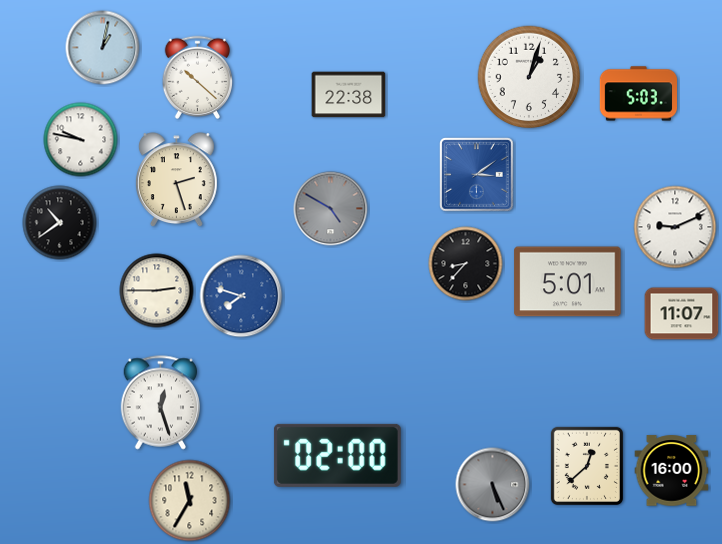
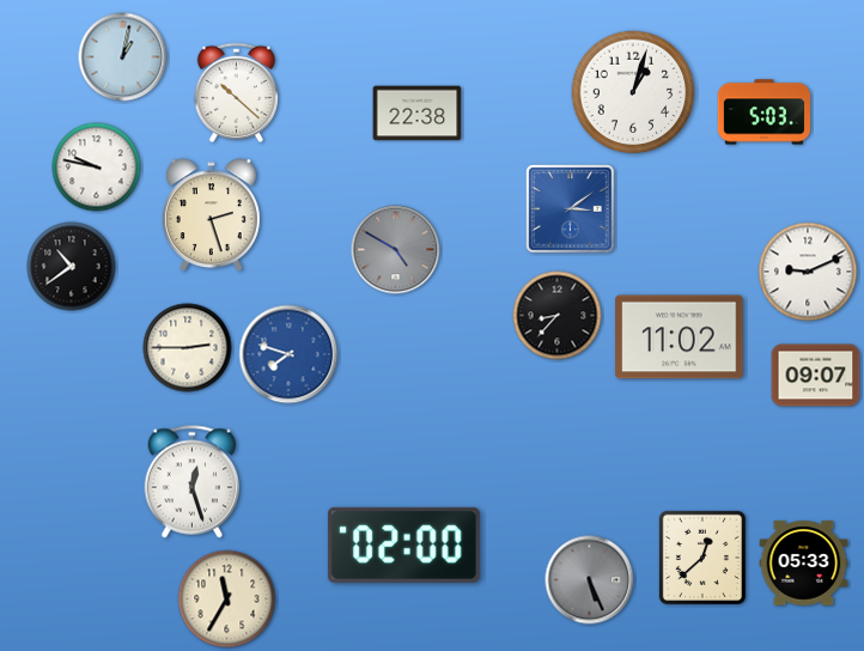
clock at (568, 282): 5:01 -> 11:02
clock at (682, 314): 11:07 -> 09:07
clock at (672, 471): 16:00 -> 05:33
